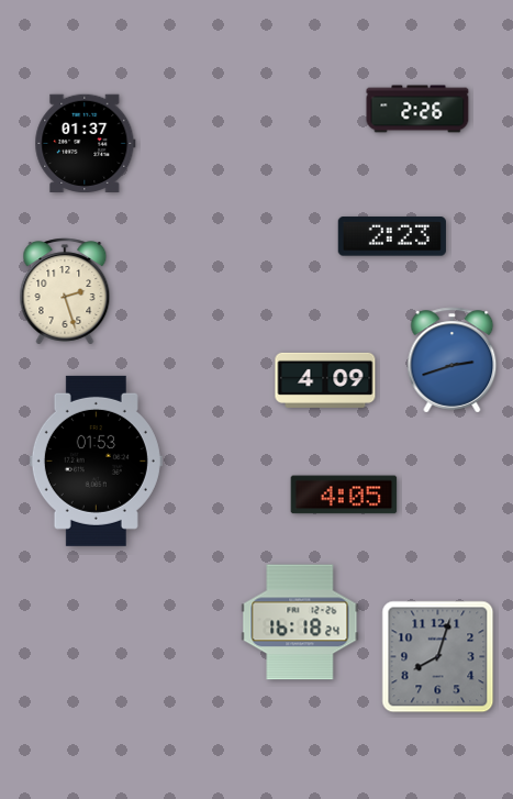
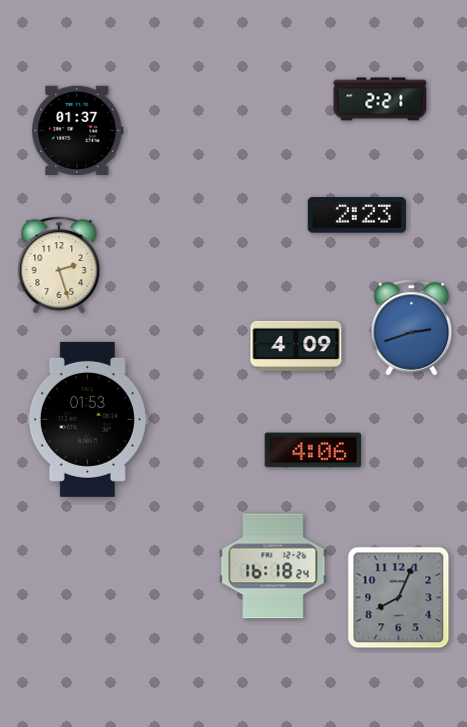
clock at (417, 109): 2:26 -> 2:21
clock at (344, 495): 4:05 -> 4:06
clock at (438, 657): 8:03 -> 8:04
